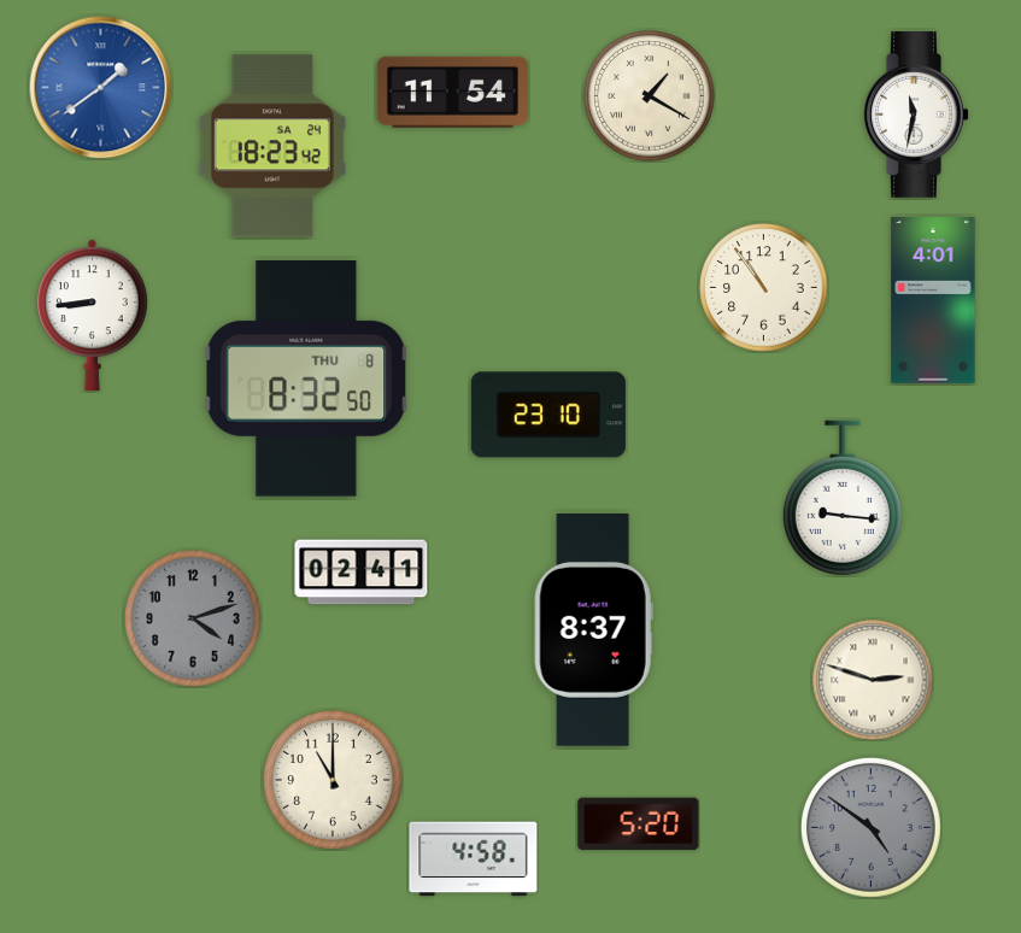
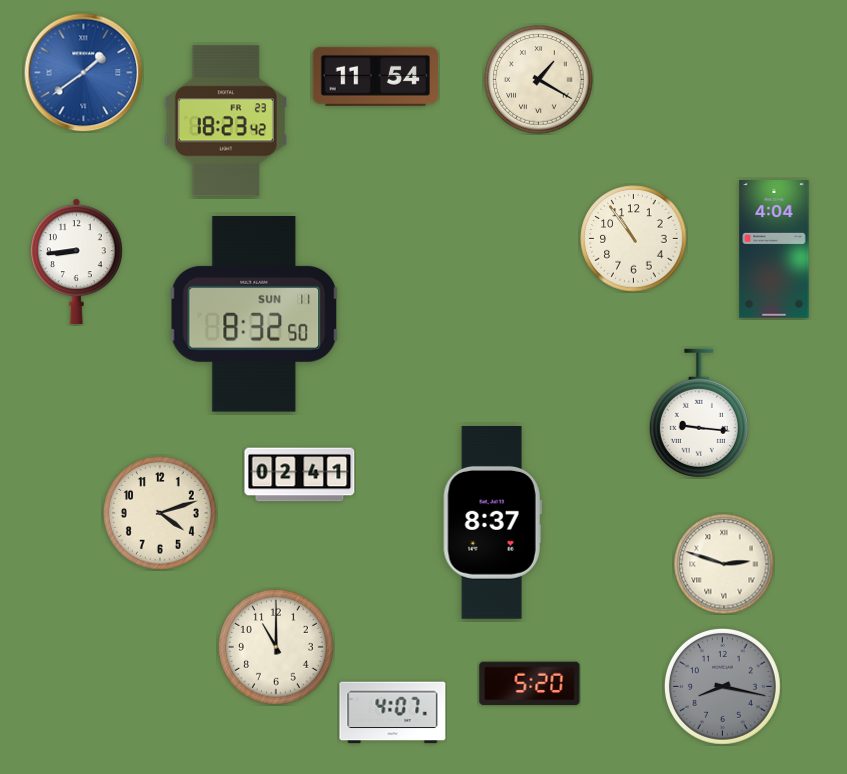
clock at (916, 115): 11:32 -> none
clock at (272, 146) date: SA 24 -> FR 23
clock at (933, 301): 4:01 -> 4:04
clock at (306, 380) date: THU 8 -> SUN 11
clock at (548, 415): 23:10 -> none
clock at (194, 620) dial: grey -> cream
clock at (870, 827): 4:51 -> 8:17
clock at (474, 859): 4:58 -> 4:07
